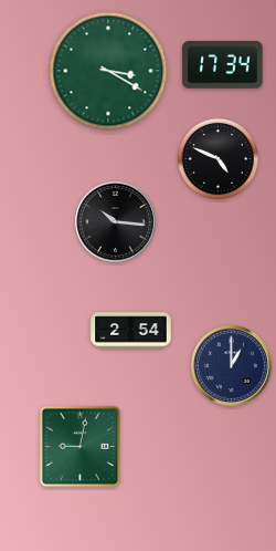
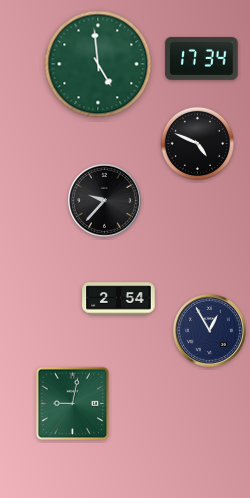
clock at (108, 71): 3:20 -> 4:59
clock at (116, 222): 10:16 -> 9:37
clock at (232, 366): 1:00 -> 12:55
